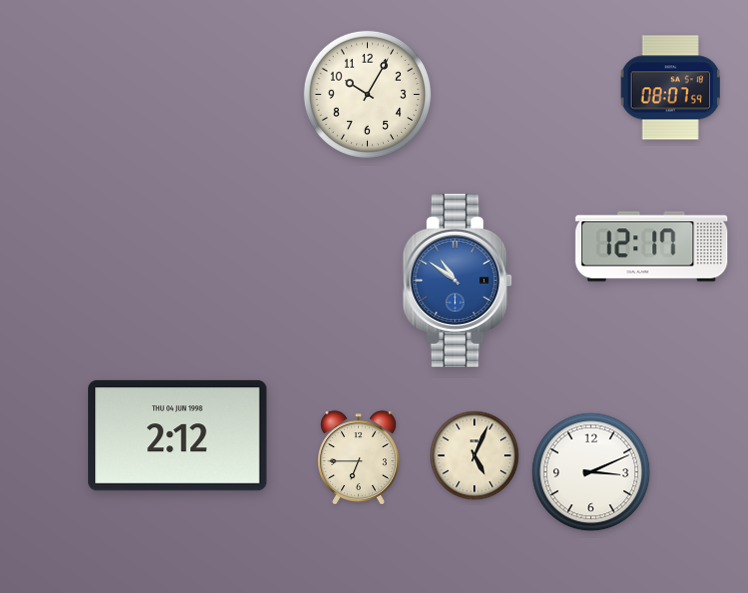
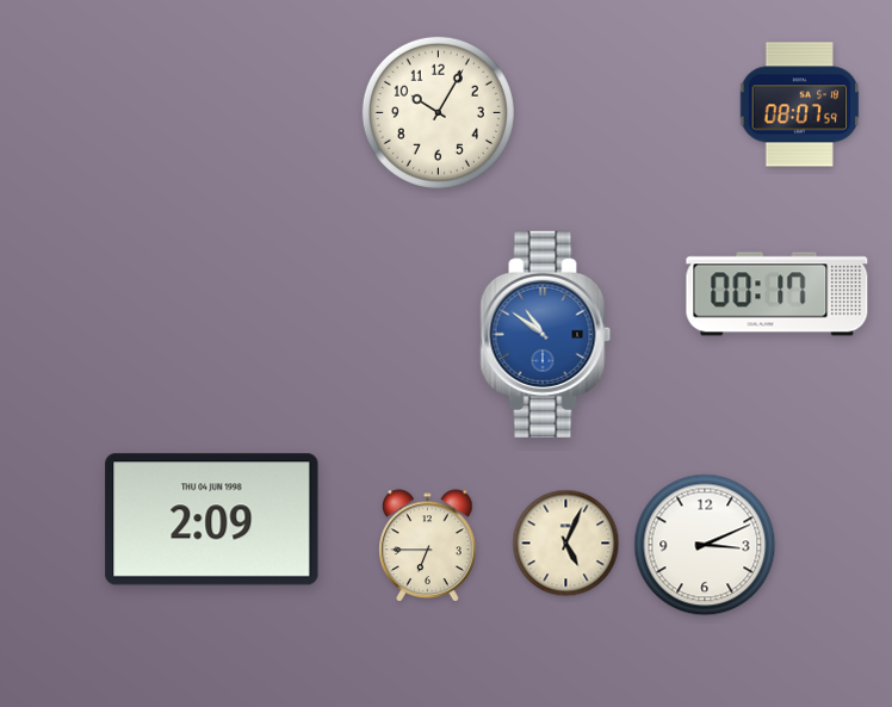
clock at (652, 247): 12:17 -> 00:17
clock at (178, 436): 2:12 -> 2:09
clock at (591, 472) position: (591, 472) -> (705, 545)
